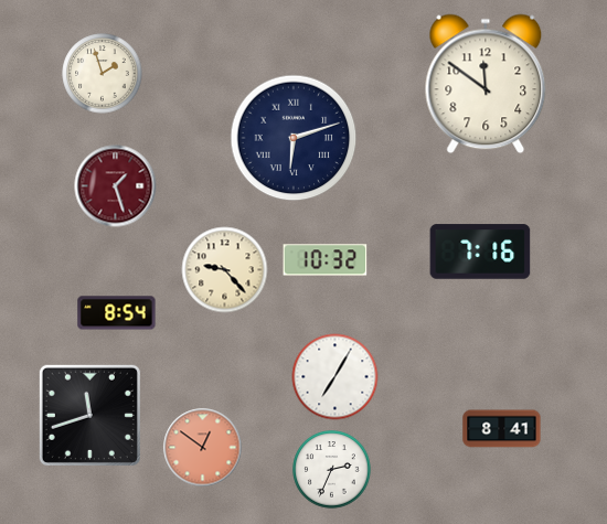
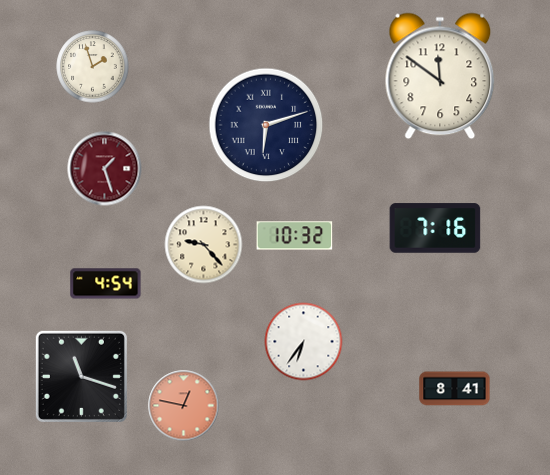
clock at (117, 313): 8:54 -> 4:54
clock at (336, 377): 7:05 -> 6:36
clock at (89, 415): 11:42 -> 11:18
clock at (203, 448): 12:51 -> 12:47
clock at (332, 470): 2:34 -> none
